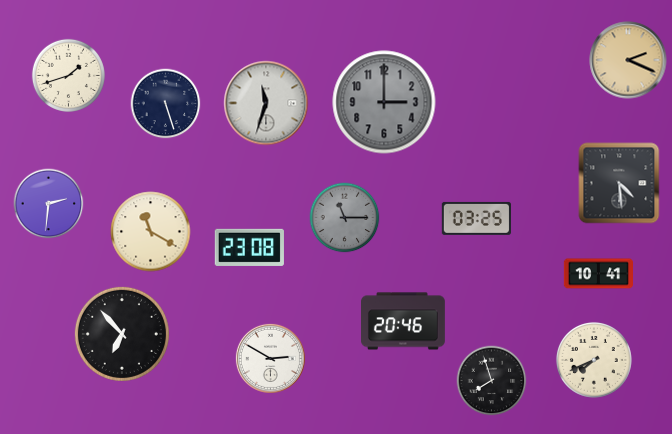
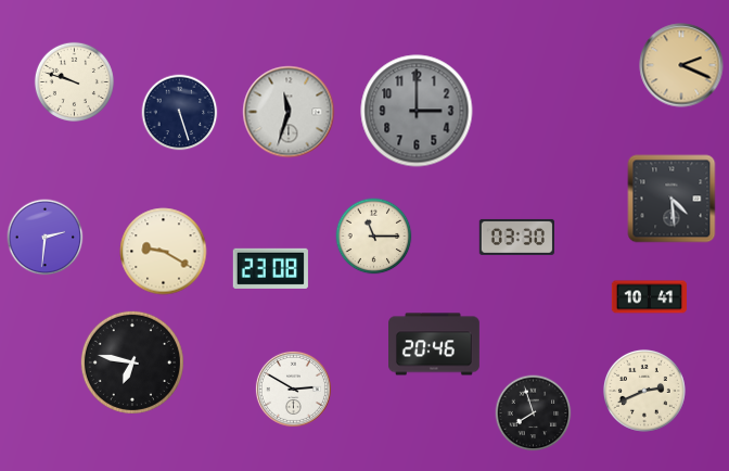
clock at (68, 75): 1:42 -> 9:48
clock at (49, 204) position: (49, 204) -> (46, 238)
clock at (345, 218) dial: grey -> cream
clock at (476, 218): 03:25 -> 03:30
clock at (151, 232): 11:20 -> 9:20
clock at (404, 321) position: (404, 321) -> (435, 344)
clock at (122, 334): 6:53 -> 6:47
clock at (594, 360): 7:41 -> 2:41
